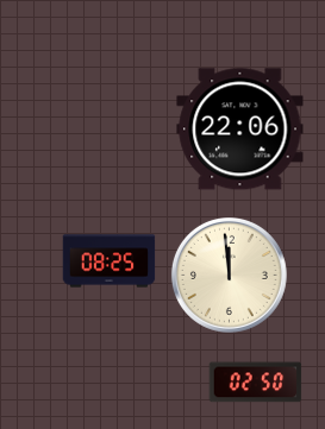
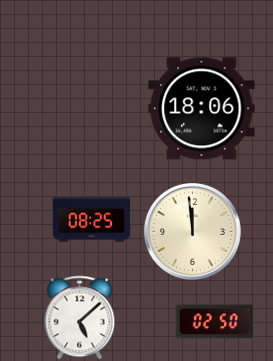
clock at (240, 130): 22:06 -> 18:06
clock at (80, 317): none -> 5:08
